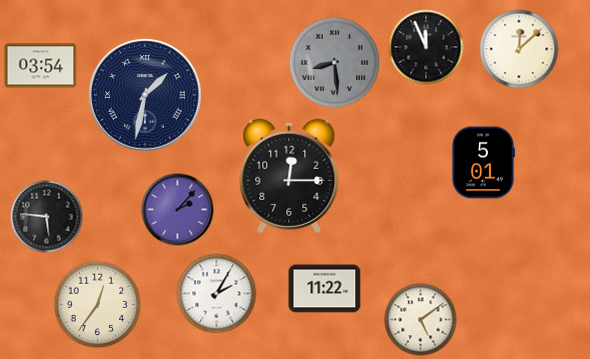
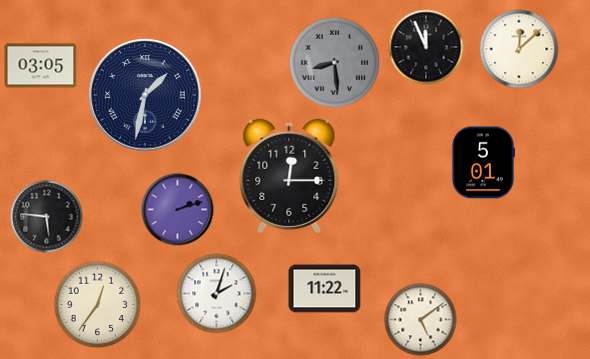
clock at (41, 66): 03:54 -> 03:05
clock at (178, 210): 2:07 -> 2:12
clock at (217, 294): 2:05 -> 2:03
